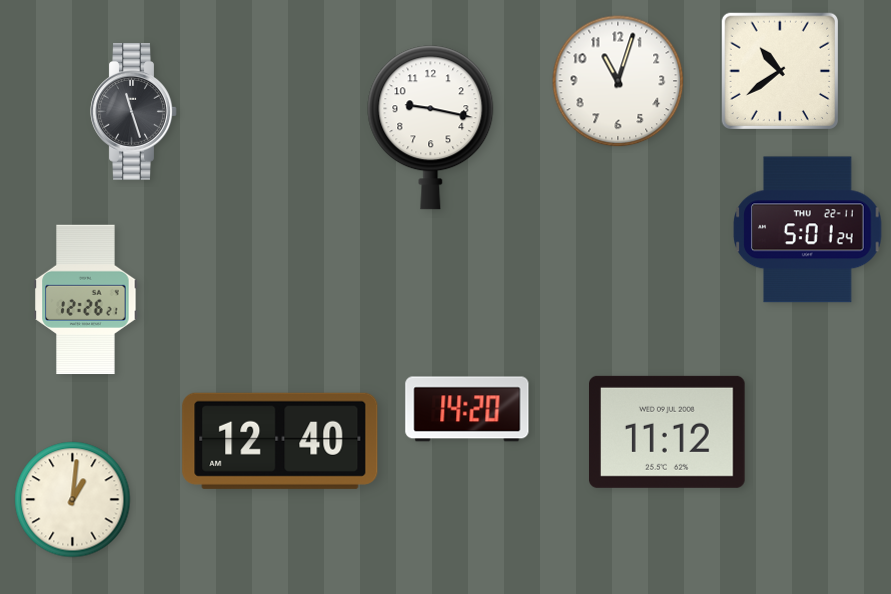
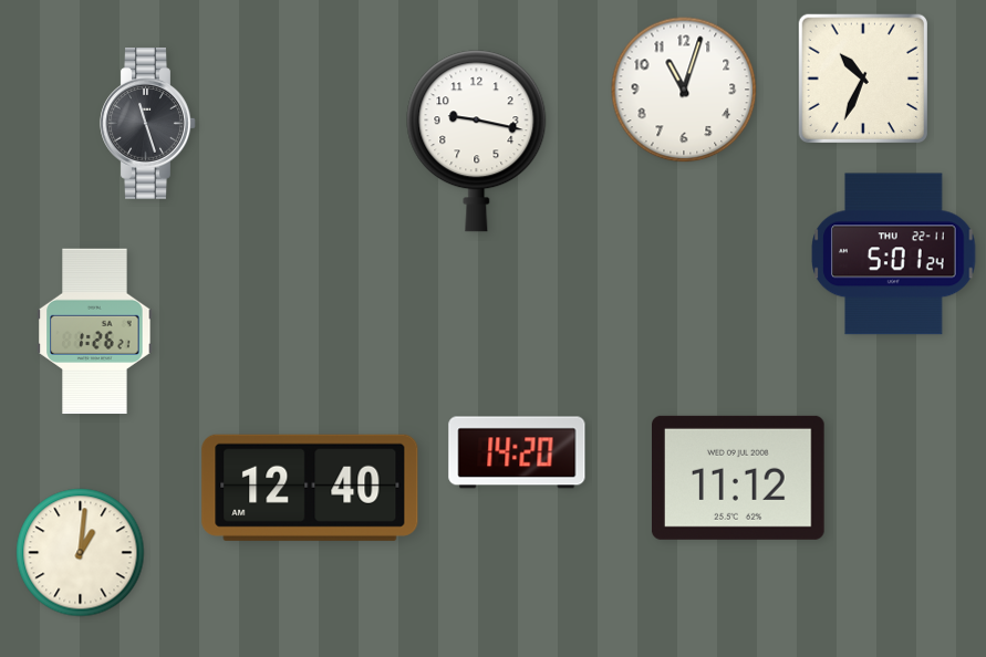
clock at (780, 71): 10:39 -> 10:34
clock at (86, 300): 12:26 -> 1:26
